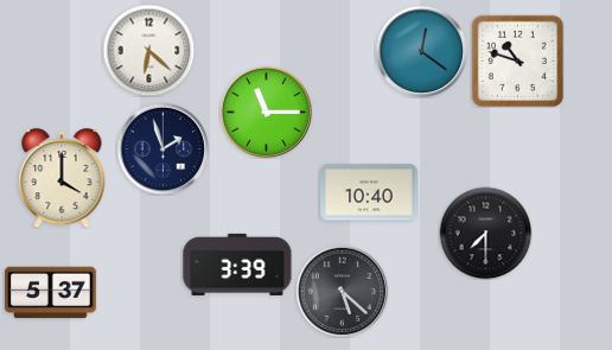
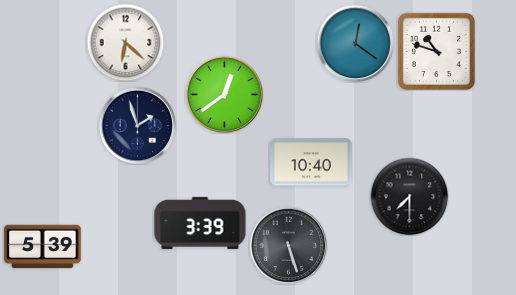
clock at (266, 112): 11:15 -> 12:39
clock at (62, 178): 4:00 -> none
clock at (342, 291): 5:22 -> 5:27
clock at (51, 293): 5:37 -> 5:39
